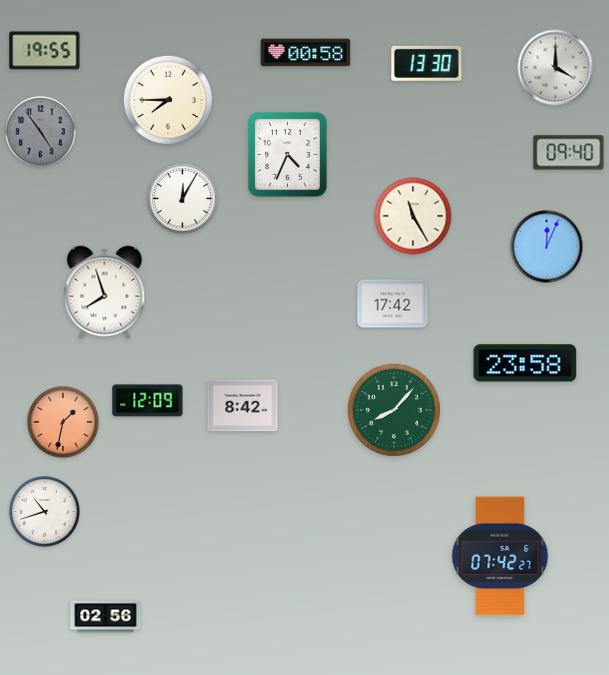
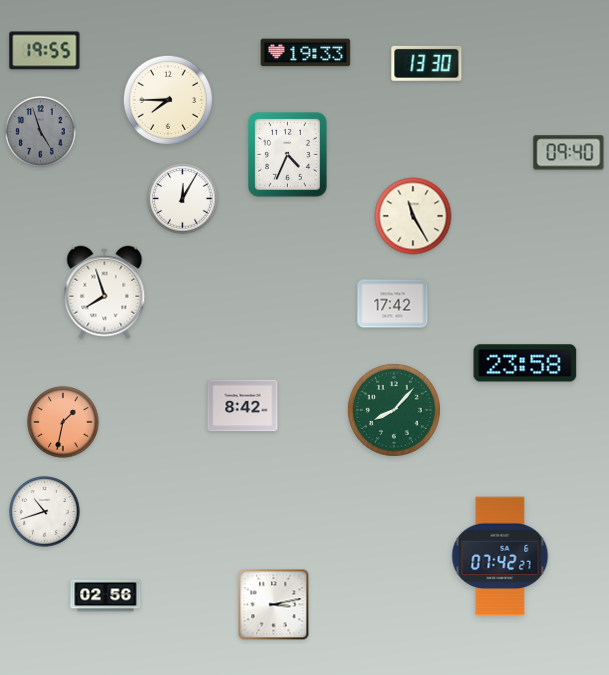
clock at (306, 53): 00:58 -> 19:33
clock at (556, 68): 4:00 -> none
clock at (41, 132): 4:54 -> 4:57
clock at (547, 247): 12:04 -> none
clock at (148, 401): 12:09 -> none
clock at (274, 605): none -> 3:13
clock at (106, 617) position: (106, 617) -> (106, 596)
